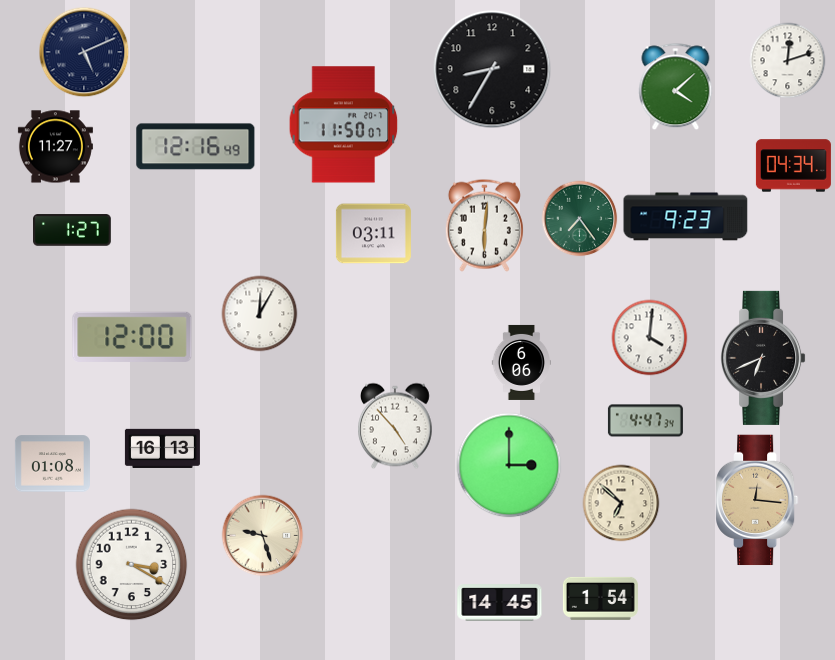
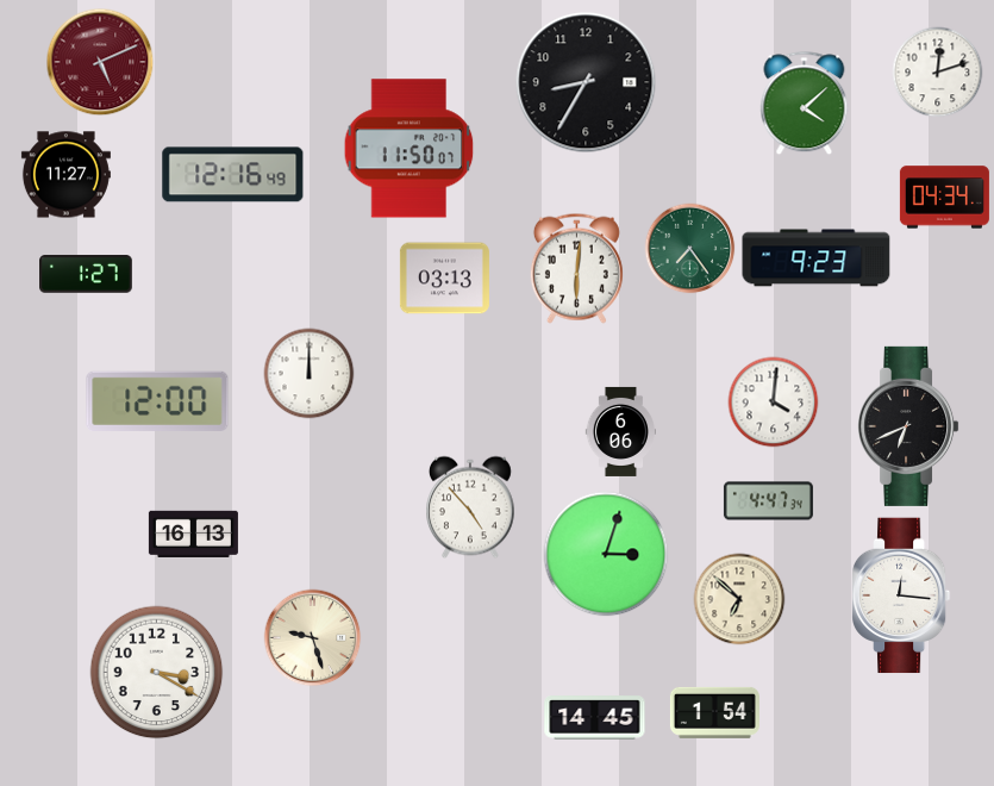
clock at (84, 52) dial: navy -> burgundy
clock at (580, 219) position: (580, 219) -> (690, 249)
clock at (373, 234): 03:11 -> 03:13
clock at (260, 314): 12:05 -> 12:00
clock at (52, 464): 01:08 -> none
clock at (509, 465): 3:00 -> 3:03
clock at (758, 500) dial: champagne -> white
